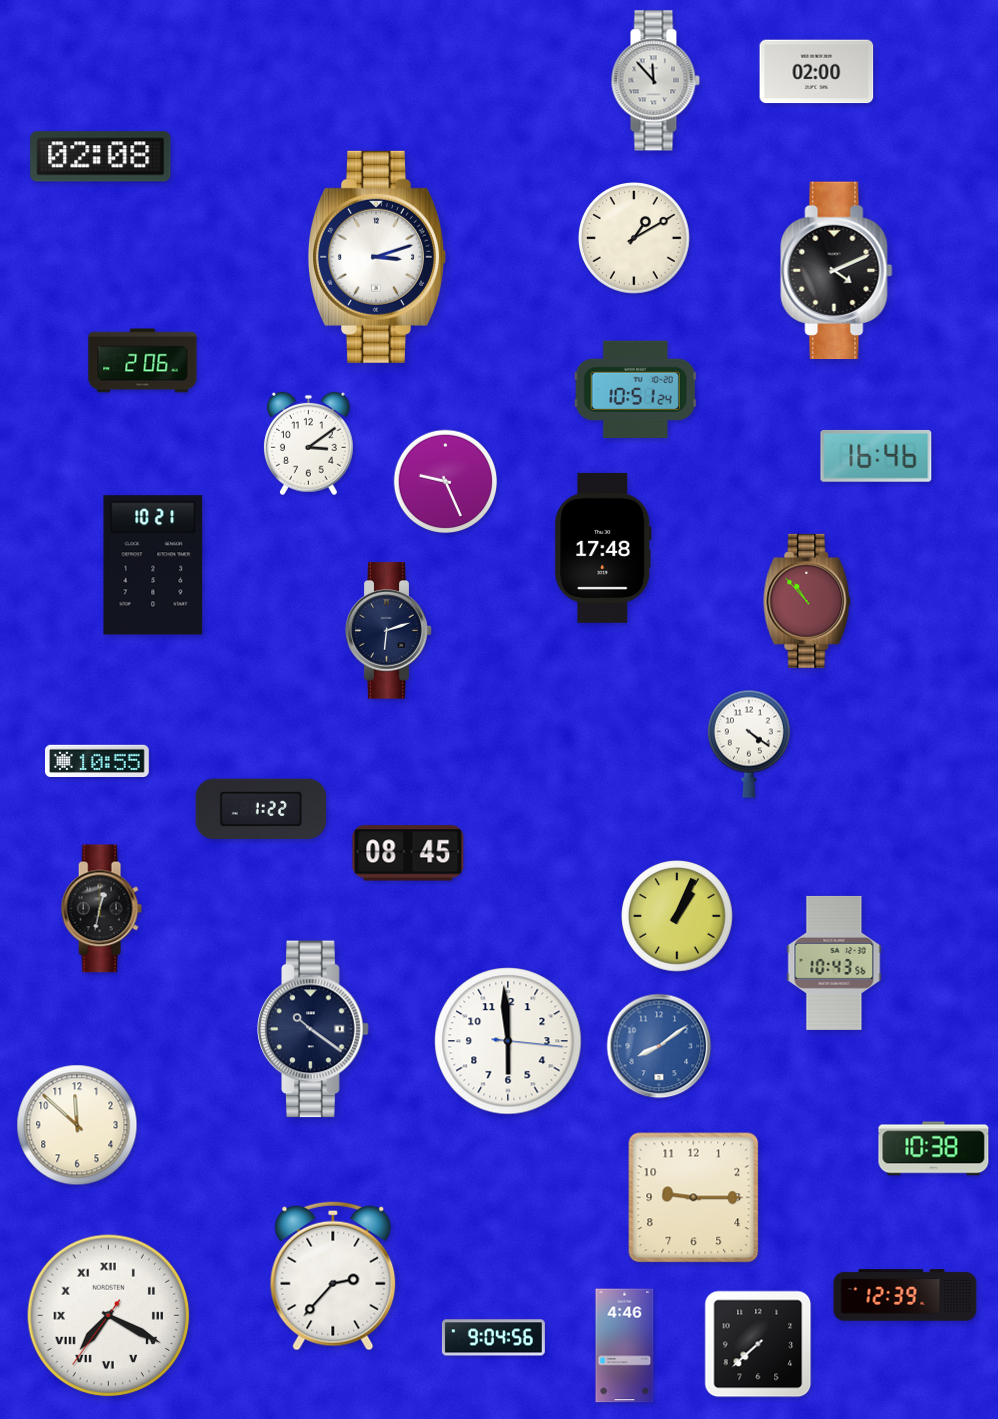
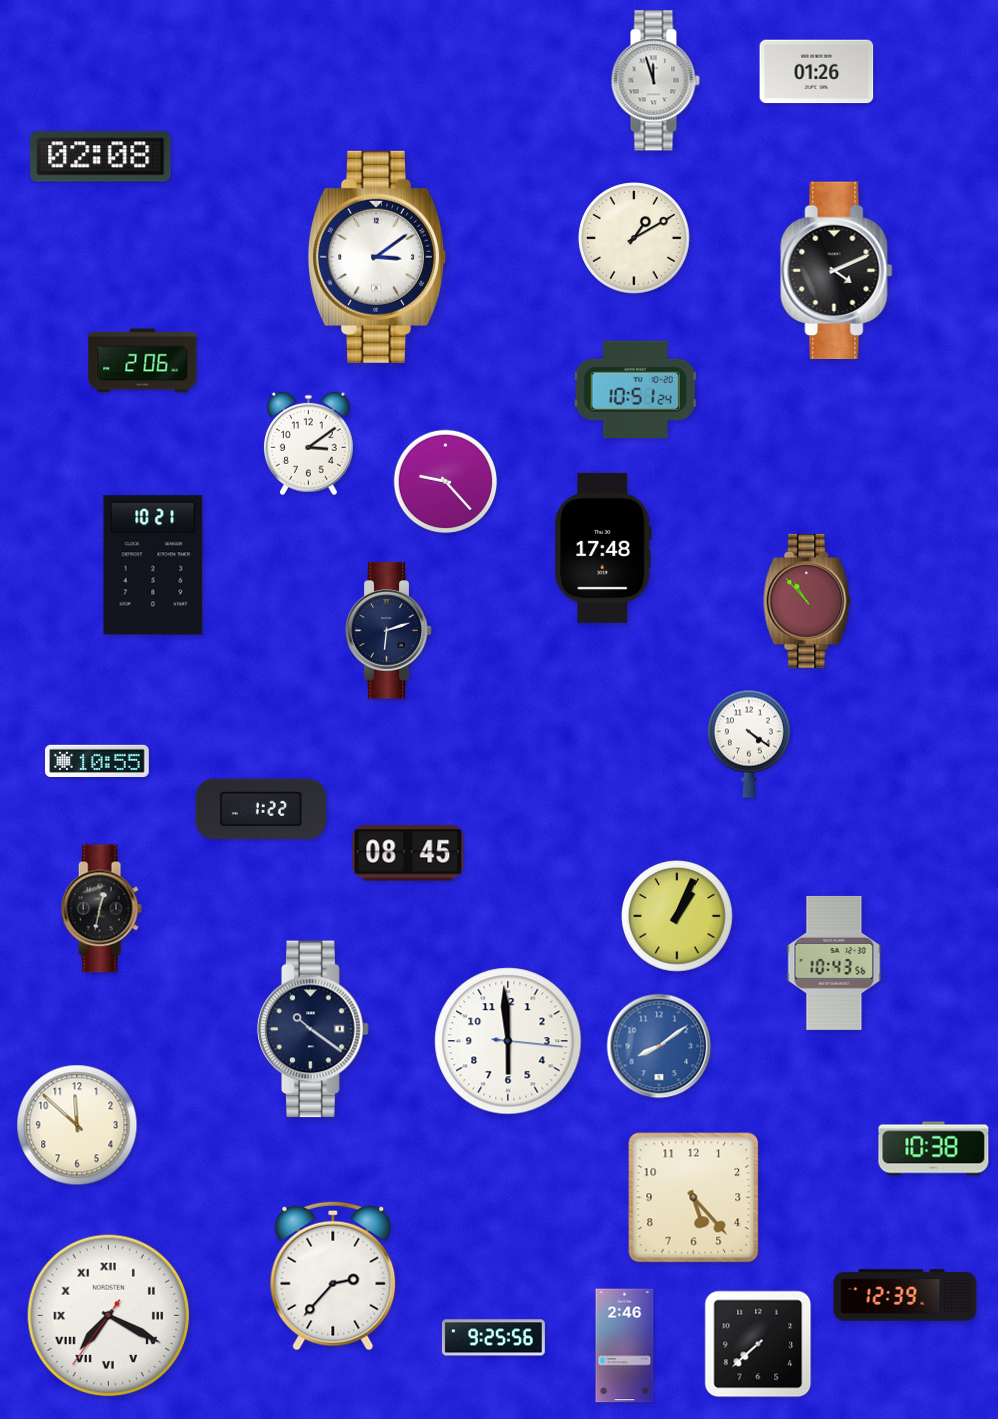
clock at (817, 72): 02:00 -> 01:26
clock at (655, 81): 11:53 -> 11:57
clock at (377, 257): 3:12 -> 3:09
clock at (876, 456): 16:46 -> none
clock at (446, 482): 9:26 -> 9:23
clock at (694, 1198): 9:15 -> 5:23
clock at (493, 1338): 9:04 -> 9:25
clock at (625, 1346): 4:46 -> 2:46
